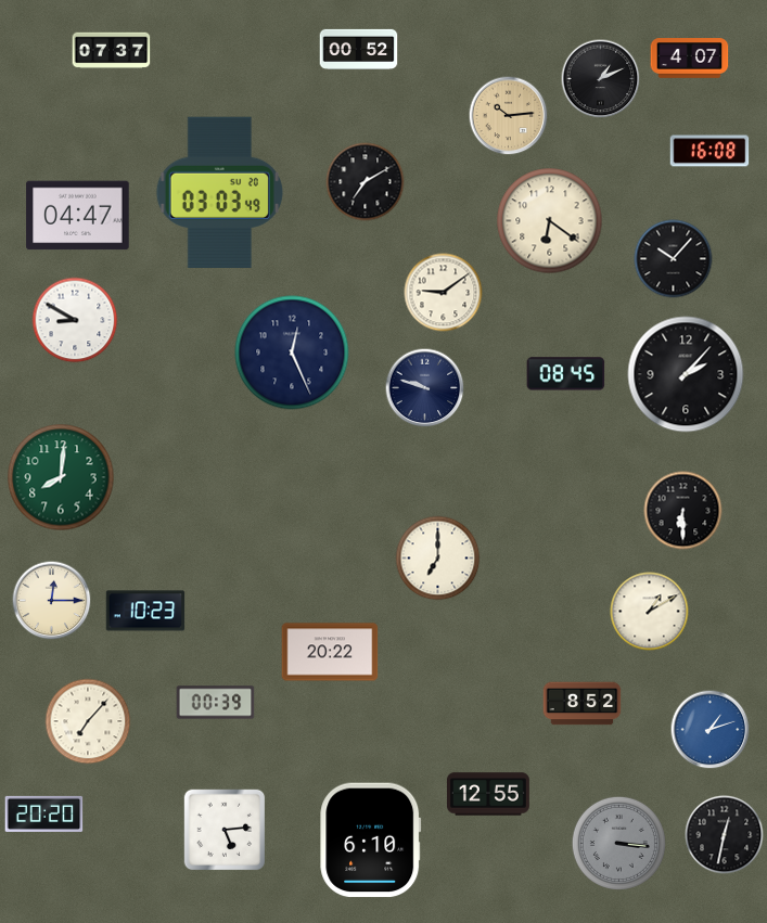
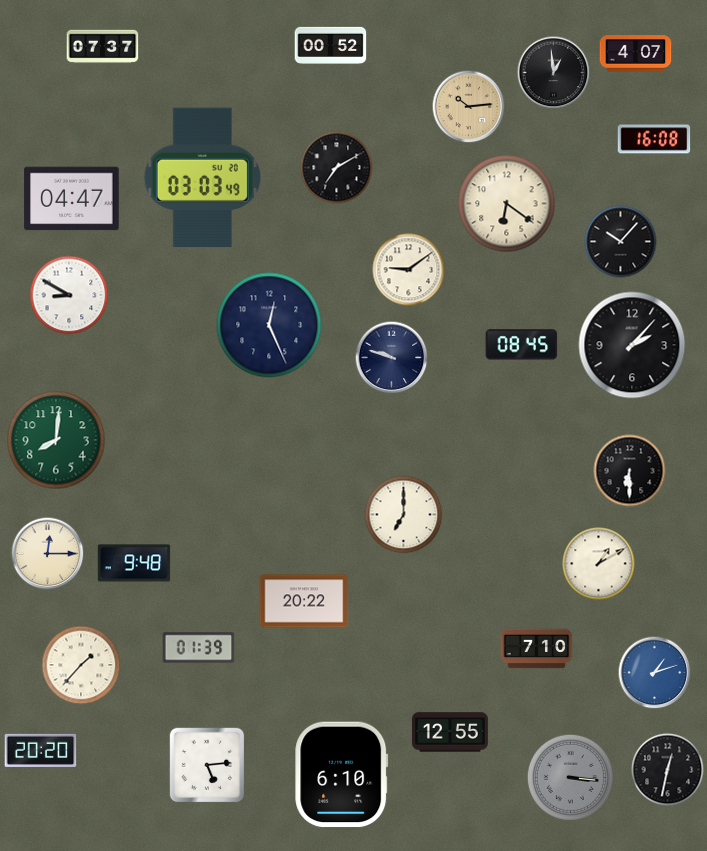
clock at (601, 79): 1:11 -> 12:59
clock at (674, 259) position: (674, 259) -> (621, 242)
clock at (145, 611): 10:23 -> 9:48
clock at (216, 703): 00:39 -> 01:39
clock at (583, 704): 8:52 -> 7:10
clock at (88, 721): 7:07 -> 1:37
